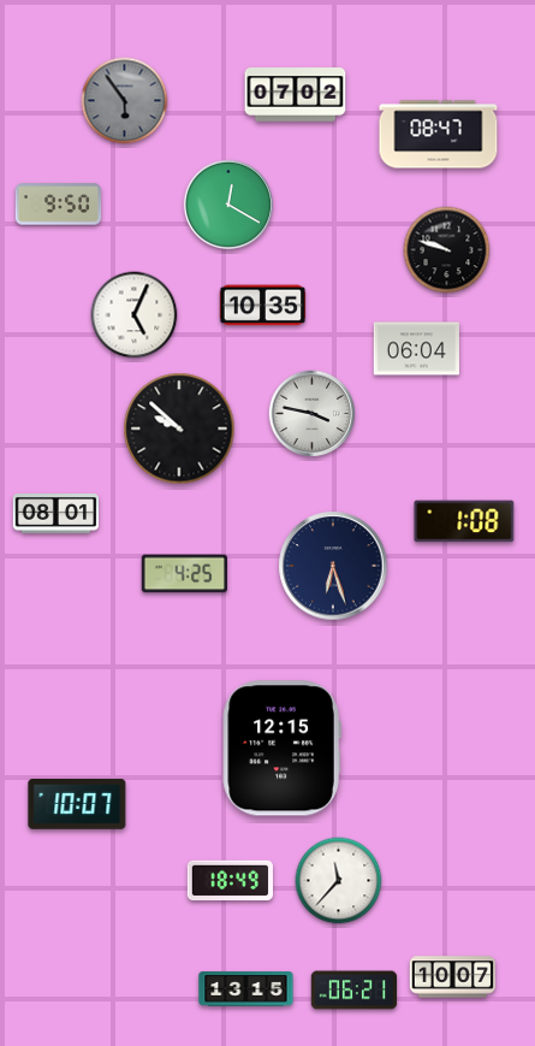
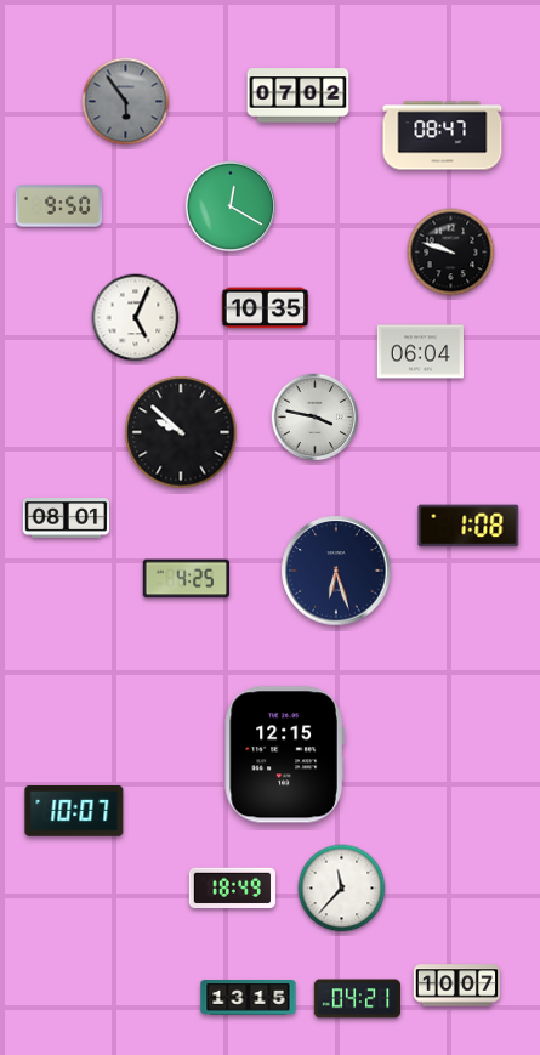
clock at (57, 514) position: (57, 514) -> (67, 518)
clock at (77, 804) position: (77, 804) -> (74, 811)
clock at (355, 991): 06:21 -> 04:21
